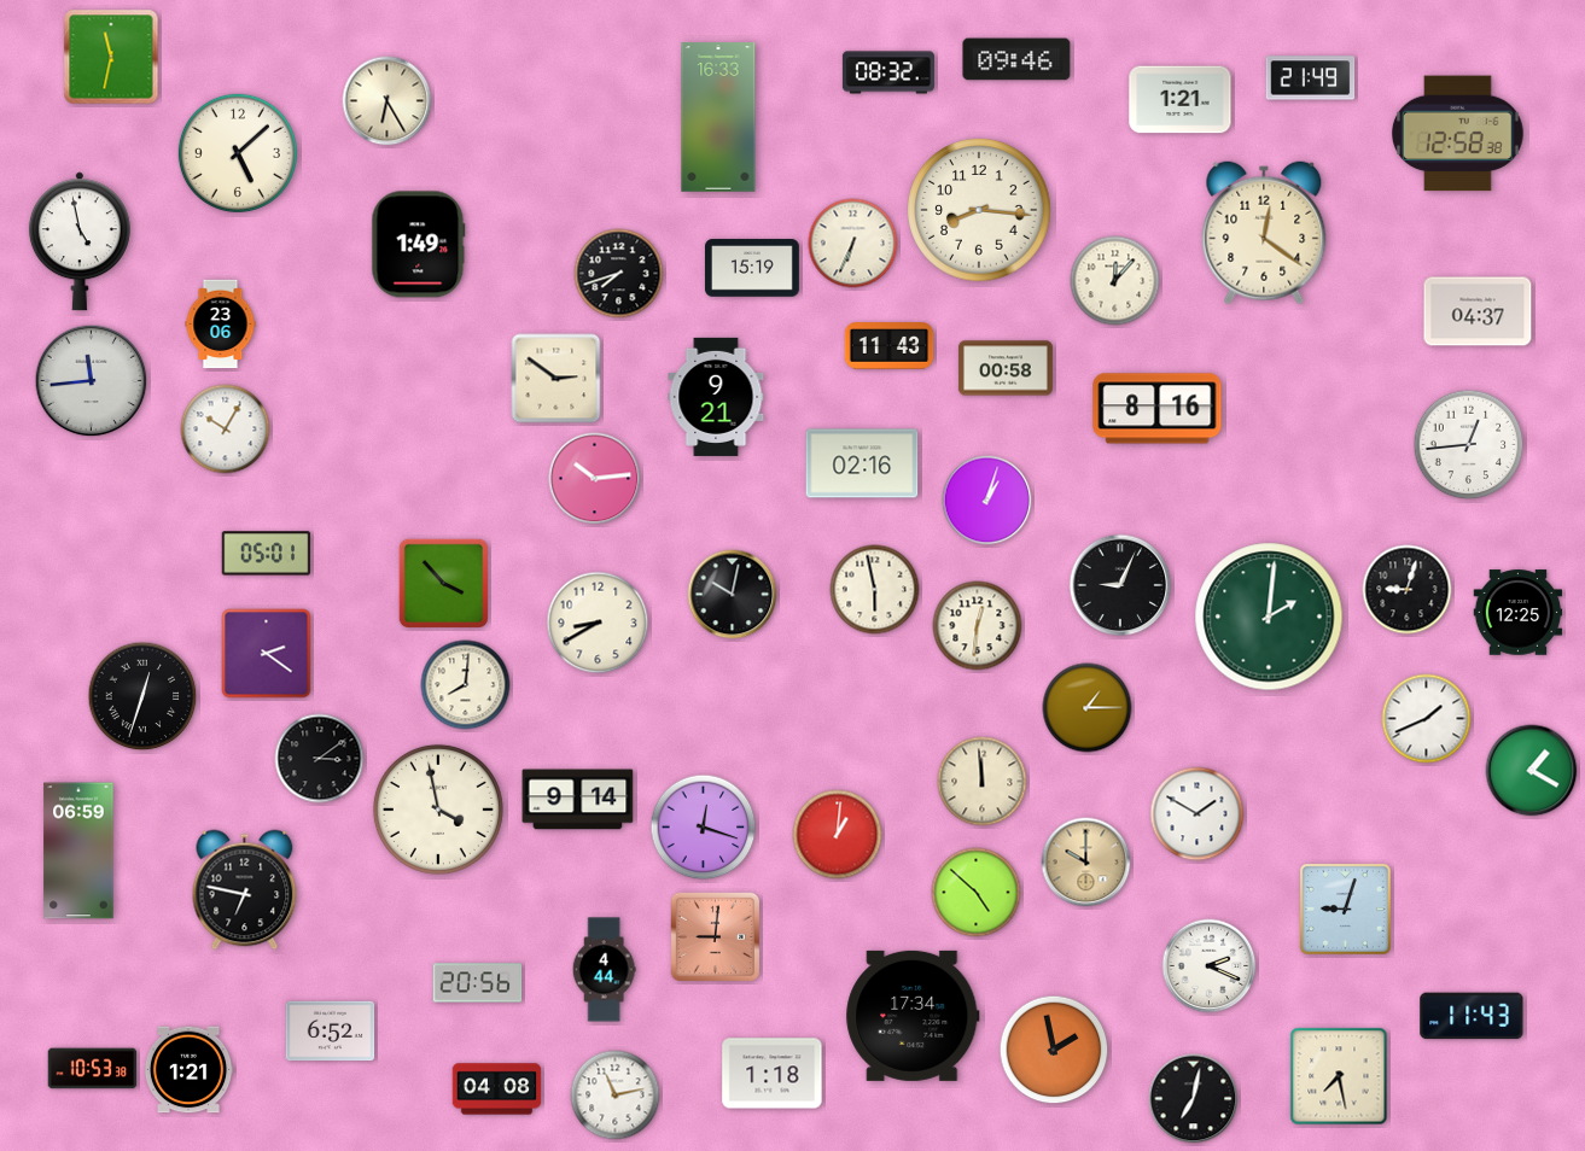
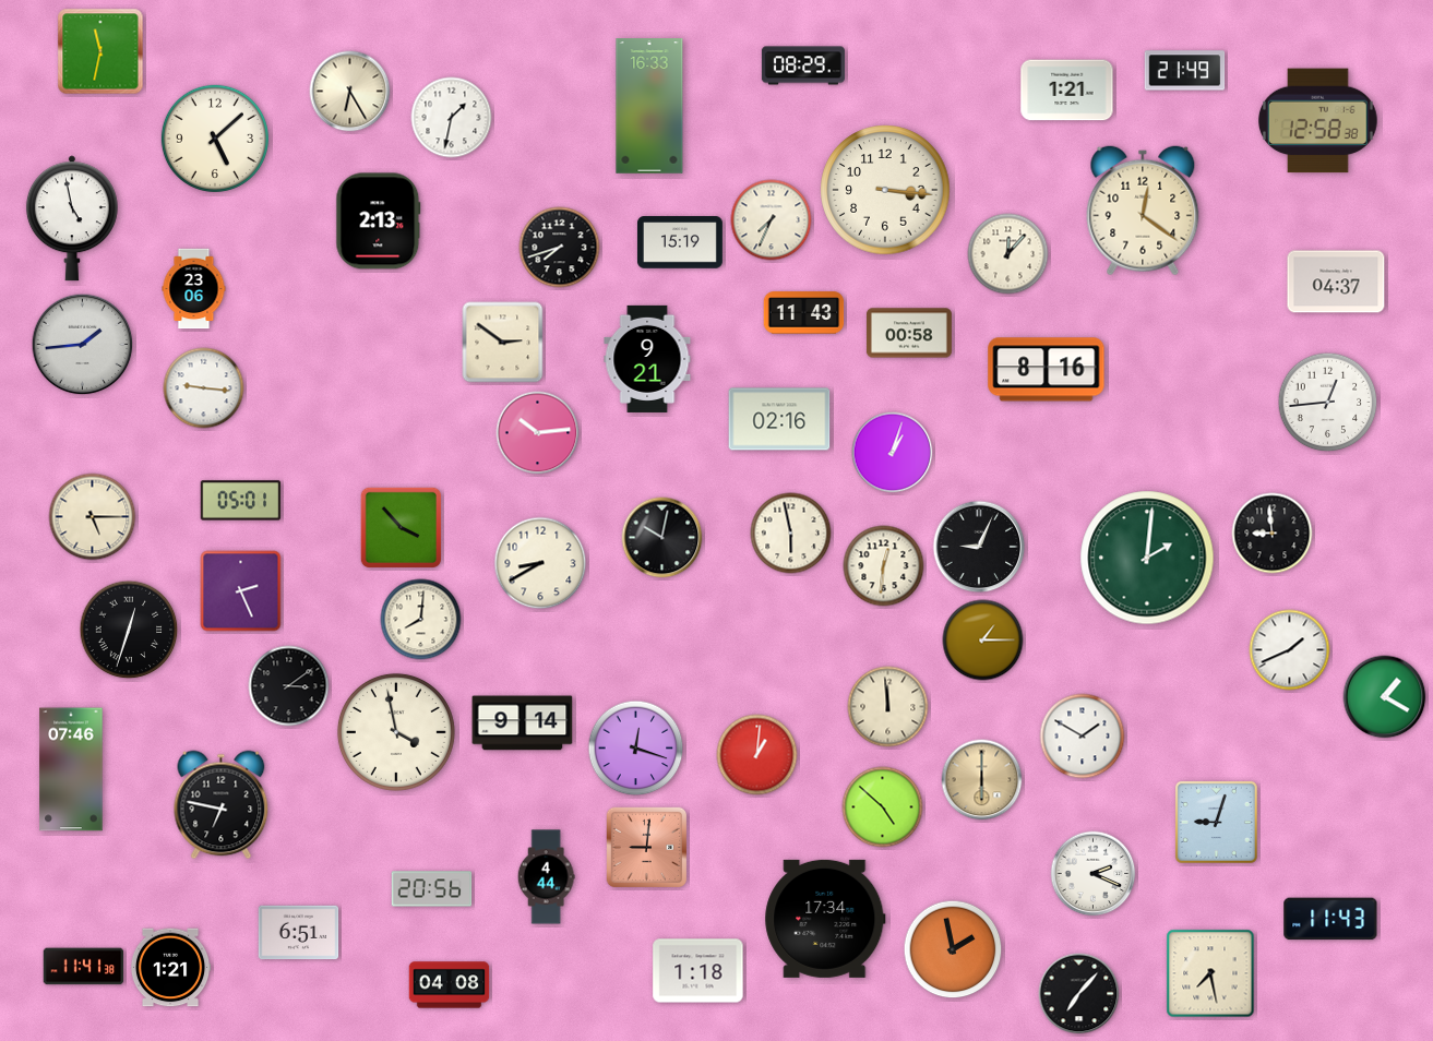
clock at (1016, 59): 09:46 -> none
clock at (888, 72): 08:32 -> 08:29
clock at (452, 118): none -> 1:32
clock at (979, 210): 8:16 -> 3:16
clock at (853, 244): 6:34 -> 7:34
clock at (419, 245): 1:49 -> 2:13
clock at (221, 325) position: (221, 325) -> (194, 289)
clock at (92, 381): 11:44 -> 1:44
clock at (226, 430): 10:05 -> 9:16
clock at (93, 517): none -> 5:15
clock at (1120, 585) position: (1120, 585) -> (979, 547)
clock at (1408, 590): 9:03 -> 8:59
clock at (1519, 613): 12:25 -> none
clock at (267, 654): 2:21 -> 2:26
clock at (78, 851): 06:59 -> 07:46
clock at (1086, 863): 10:00 -> 6:00
clock at (331, 1032): 6:52 -> 6:51
clock at (93, 1069): 10:53 -> 11:41
clock at (616, 1096): 11:13 -> none
clock at (1194, 1099): 7:02 -> 7:07
